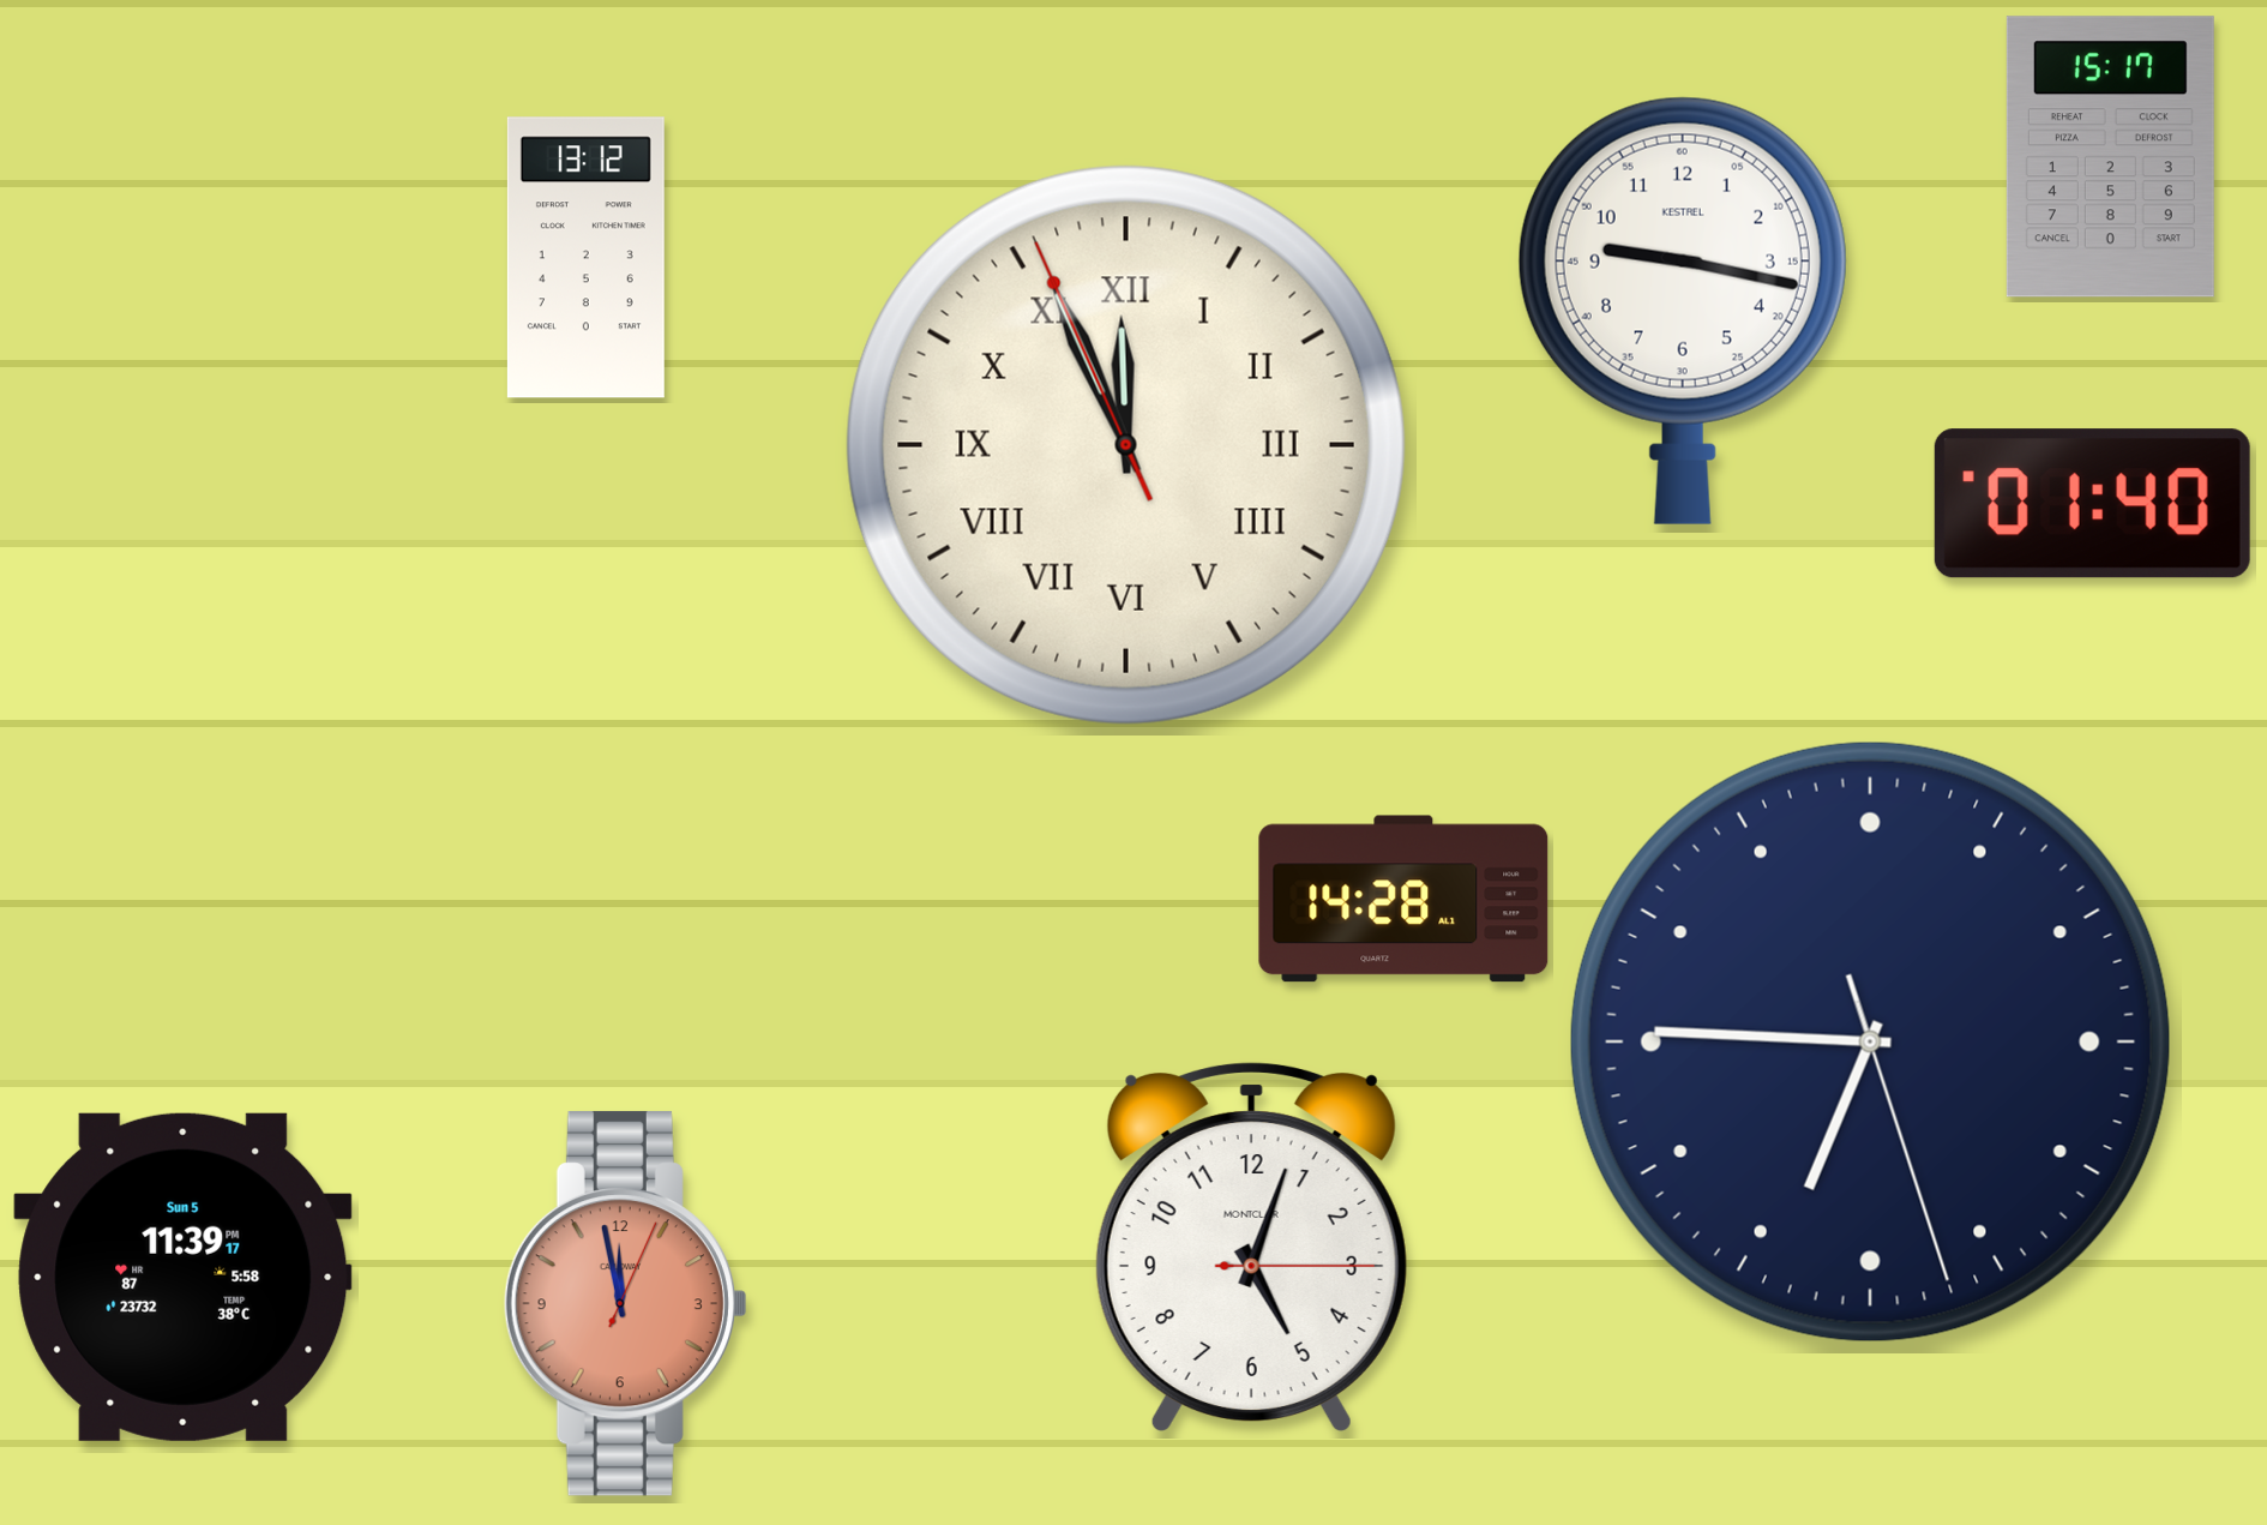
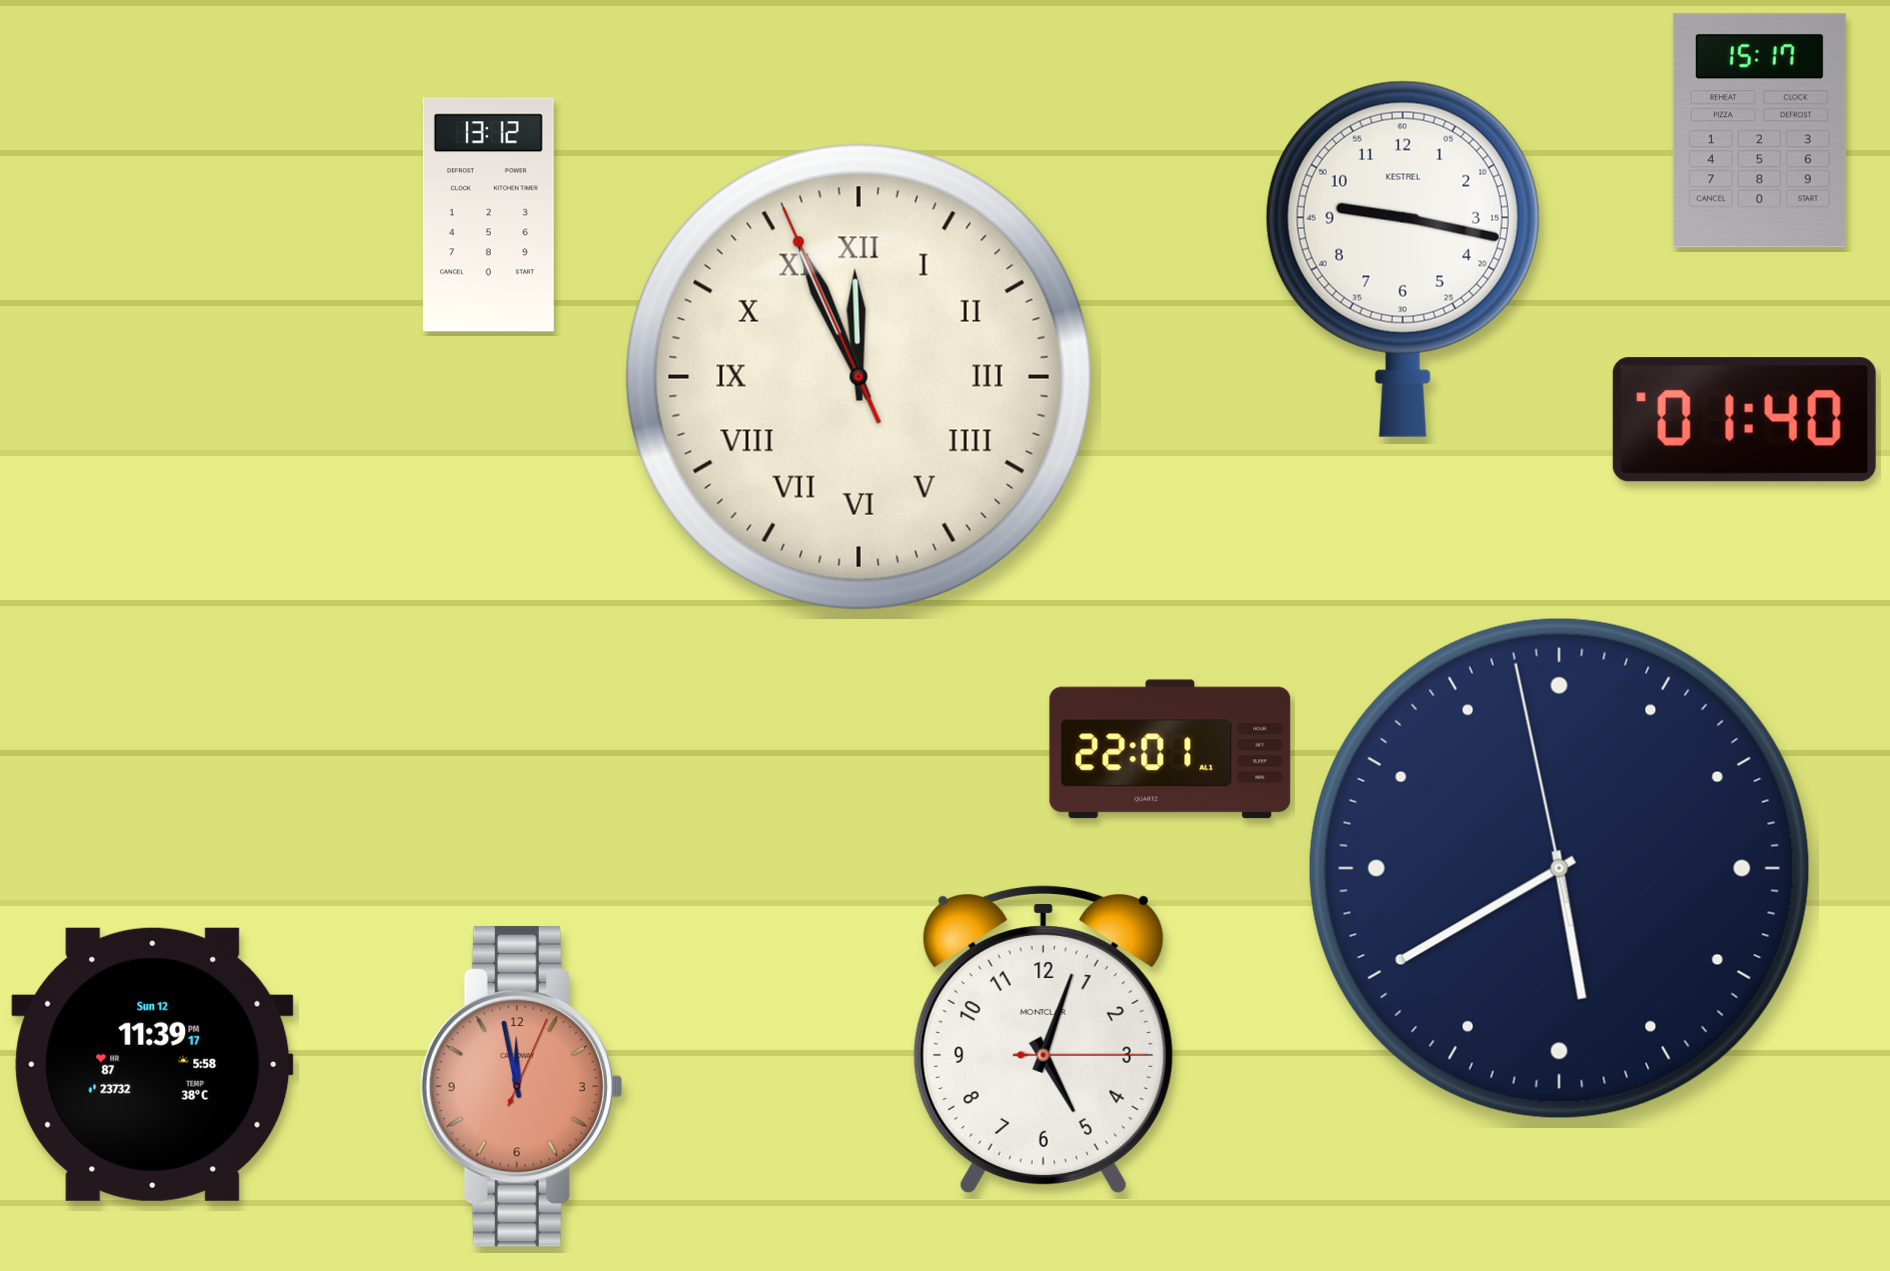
clock at (1126, 445) position: (1126, 445) -> (859, 377)
clock at (1403, 899): 14:28 -> 22:01
clock at (1870, 1041): 6:45 -> 5:39
clock at (184, 1277) date: Sun 5 -> Sun 12
